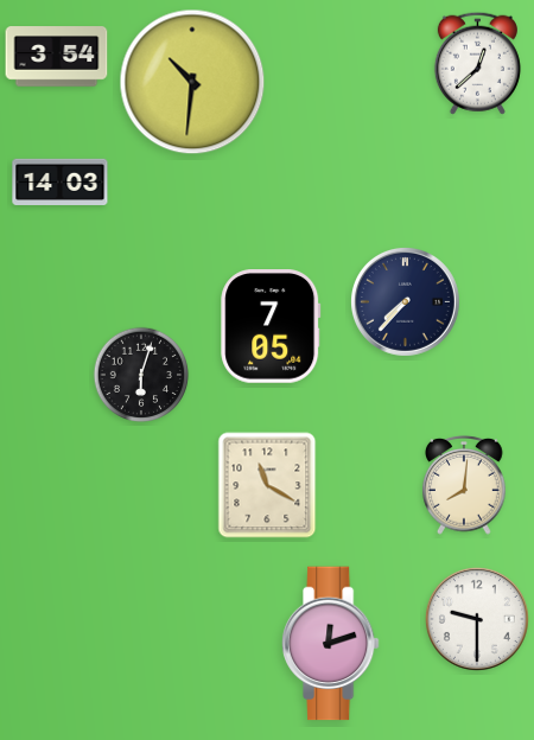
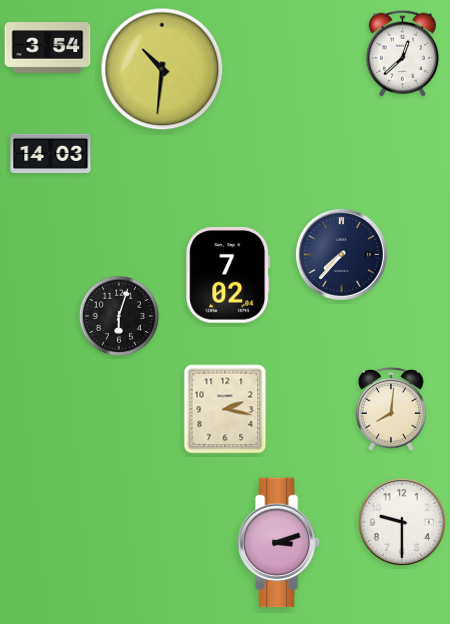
clock at (271, 327): 7:05 -> 7:02
clock at (267, 485): 11:20 -> 2:17
clock at (330, 644): 12:12 -> 3:12
